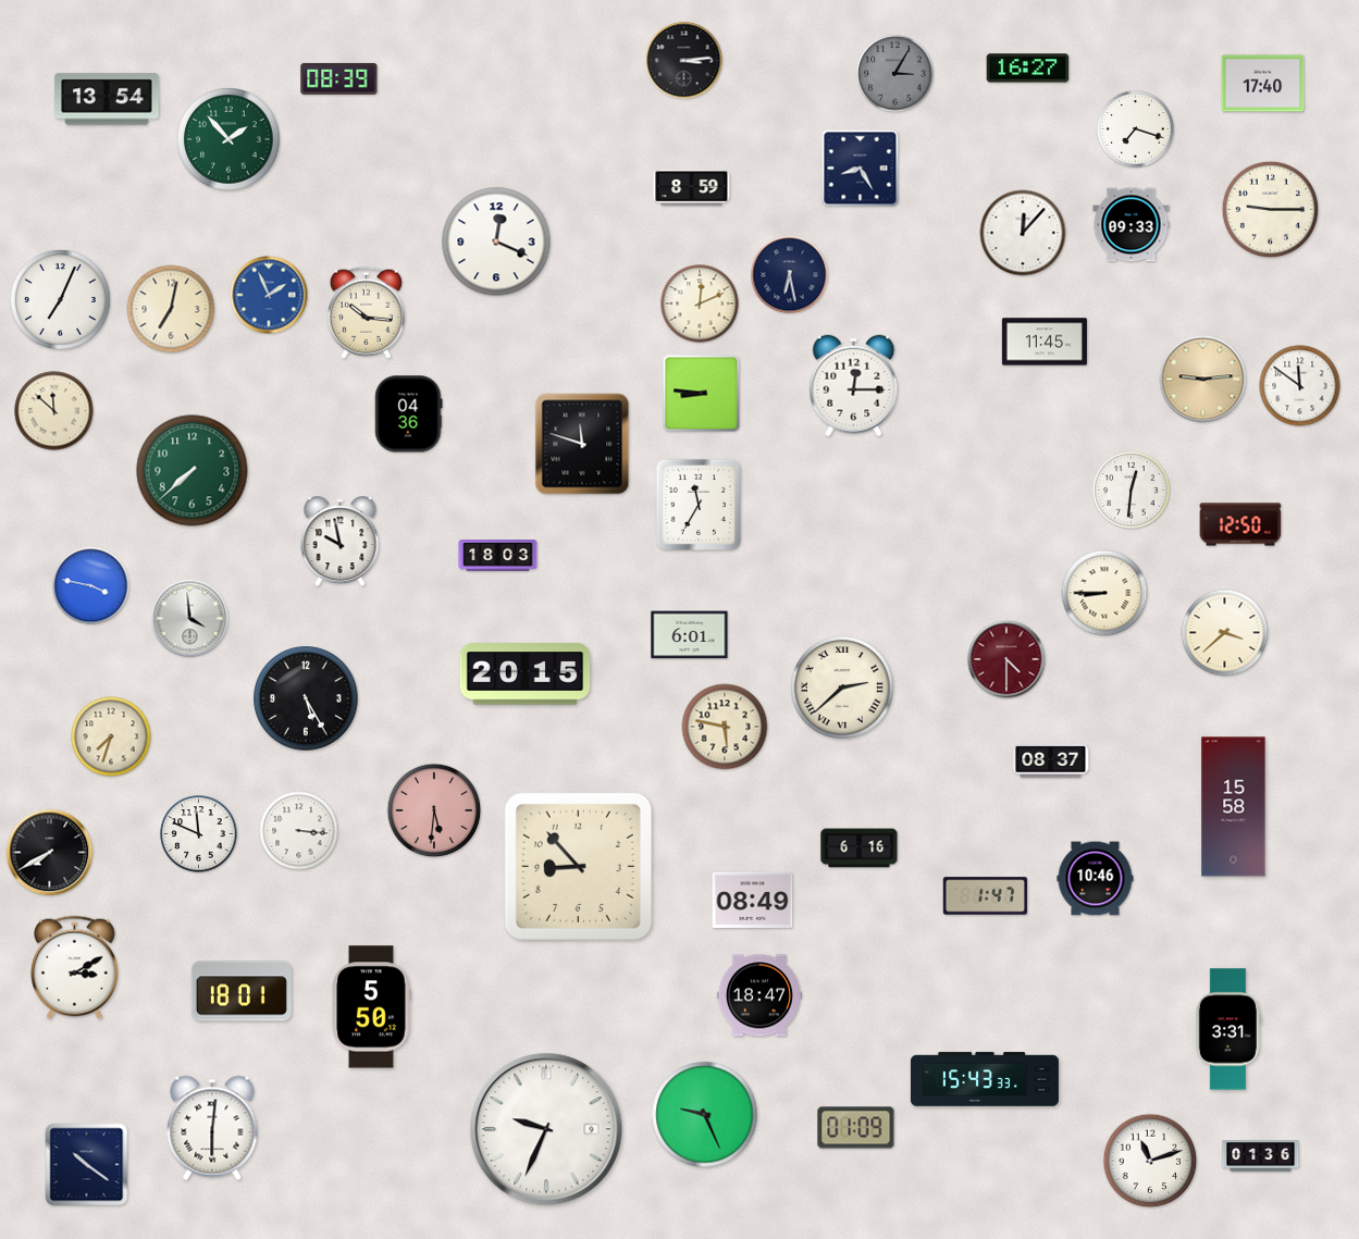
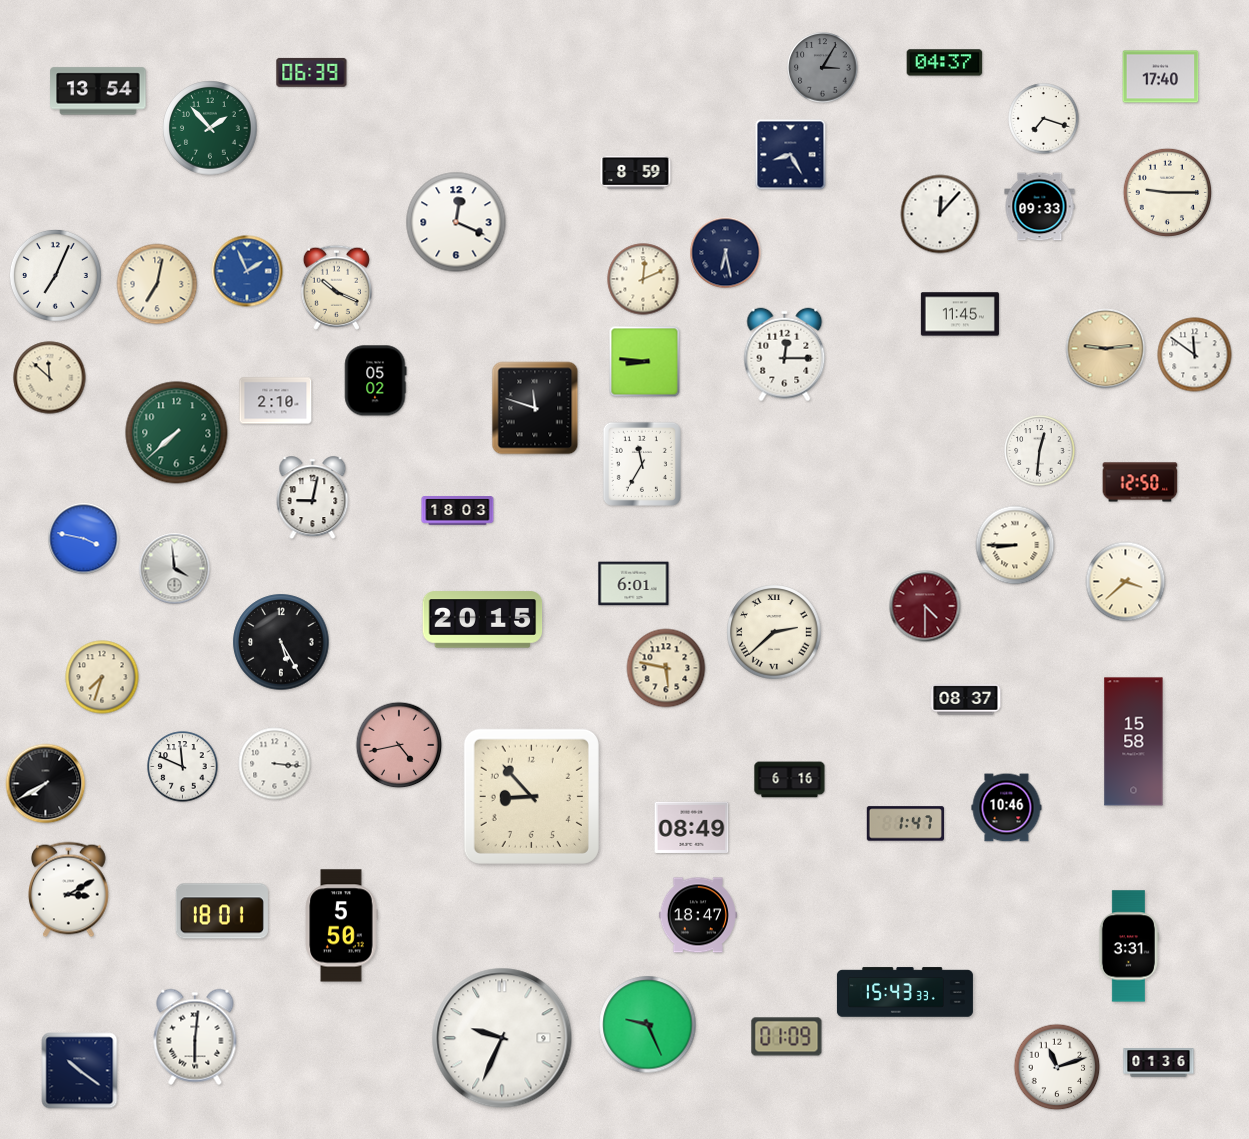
clock at (684, 61): 3:14 -> none
clock at (1028, 69): 16:27 -> 04:37
clock at (339, 78): 08:39 -> 06:39
clock at (366, 312): 10:16 -> 10:19
clock at (409, 414): 04:36 -> 05:02
clock at (276, 401): none -> 2:10
clock at (341, 542): 9:58 -> 9:02
clock at (434, 810): 5:31 -> 4:43
